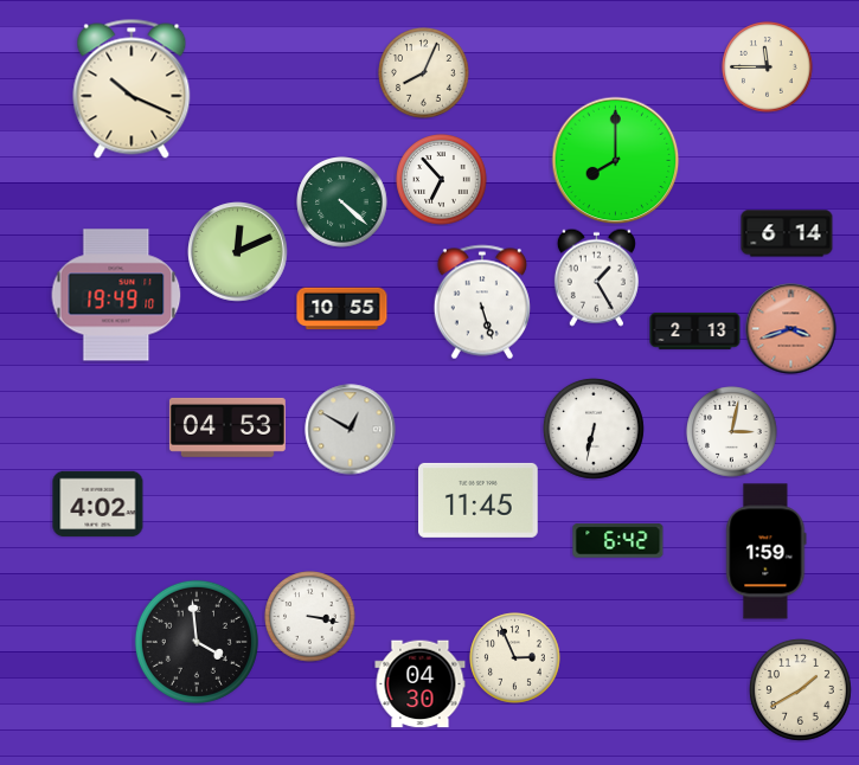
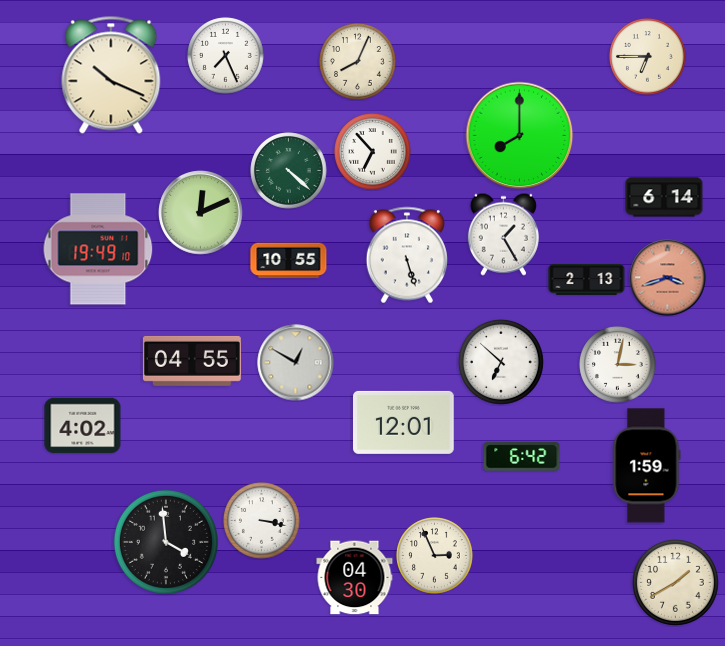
clock at (226, 56): none -> 7:26
clock at (768, 67): 11:45 -> 6:45
clock at (227, 427): 04:53 -> 04:55
clock at (594, 429): 6:32 -> 6:52
clock at (479, 500): 11:45 -> 12:01
